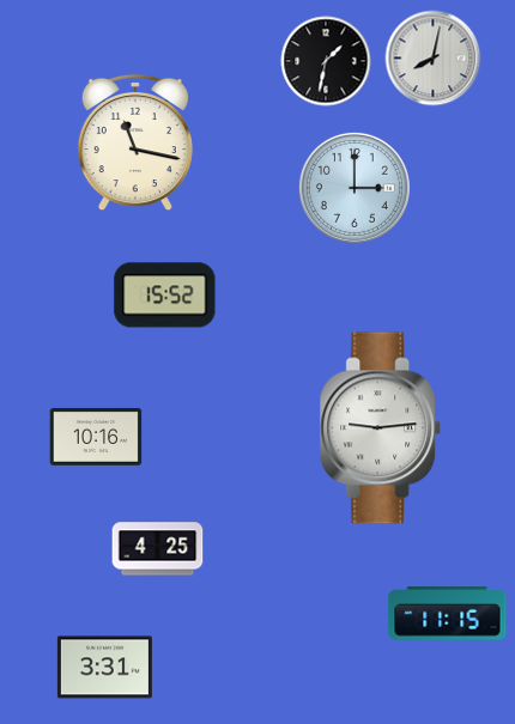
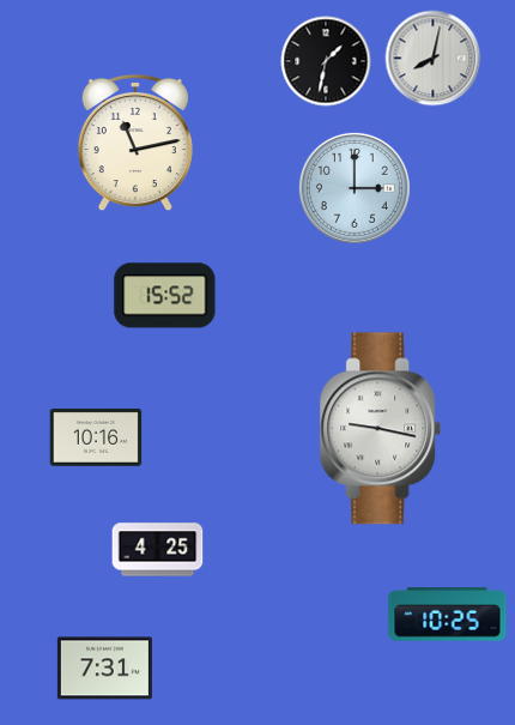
clock at (135, 142): 11:17 -> 11:13
clock at (381, 428): 9:14 -> 9:17
clock at (448, 614): 11:15 -> 10:25
clock at (104, 668): 3:31 -> 7:31
